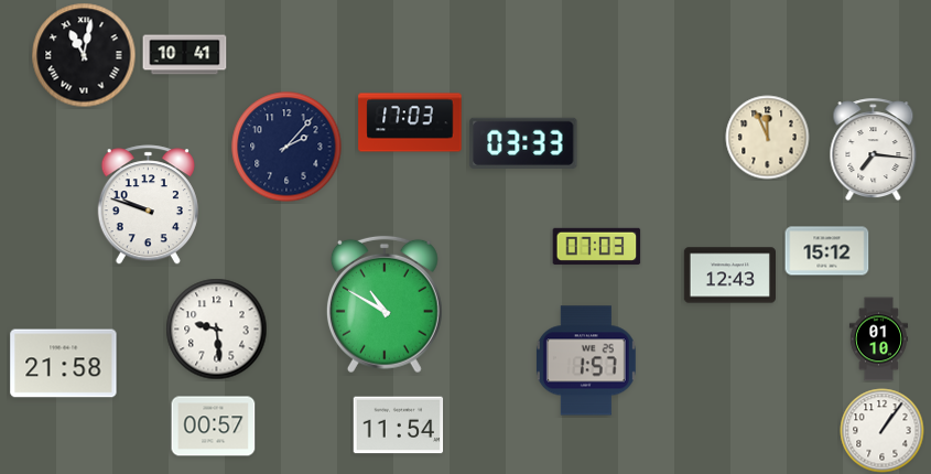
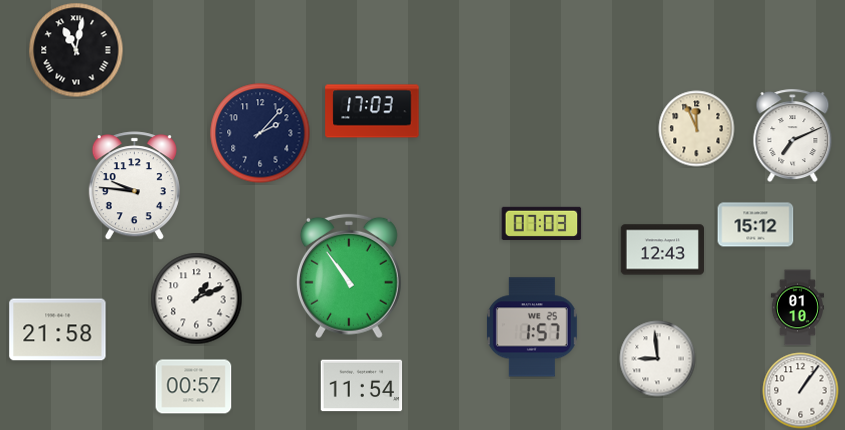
clock at (185, 55): 10:41 -> none
clock at (768, 138) position: (768, 138) -> (697, 129)
clock at (523, 143): 03:33 -> none
clock at (874, 150): 7:16 -> 7:11
clock at (148, 205): 9:48 -> 9:46
clock at (827, 251) position: (827, 251) -> (756, 225)
clock at (385, 304): 10:50 -> 10:54
clock at (217, 330): 9:29 -> 1:11
clock at (658, 359): none -> 8:59
